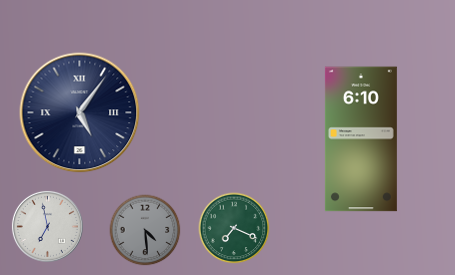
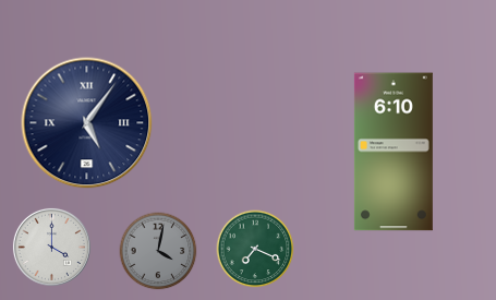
clock at (47, 226): 6:58 -> 4:00
clock at (145, 230): 4:29 -> 4:02
